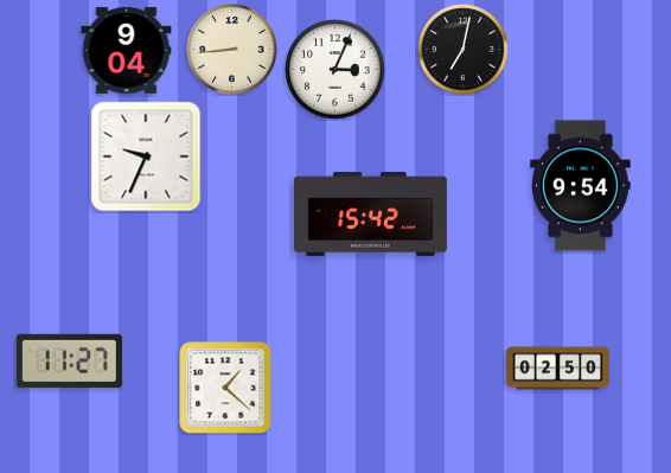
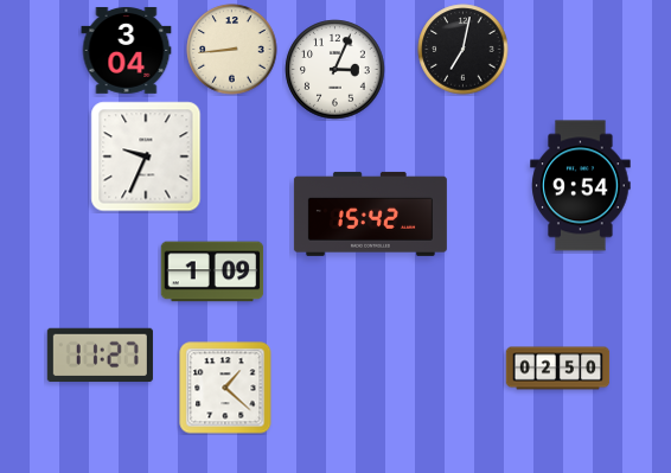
clock at (127, 50): 9:04 -> 3:04
clock at (212, 271): none -> 1:09
clock at (69, 362) position: (69, 362) -> (100, 356)
